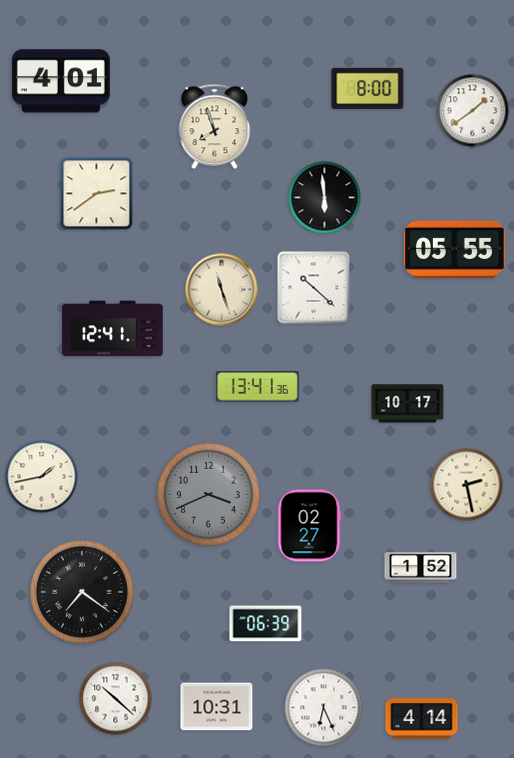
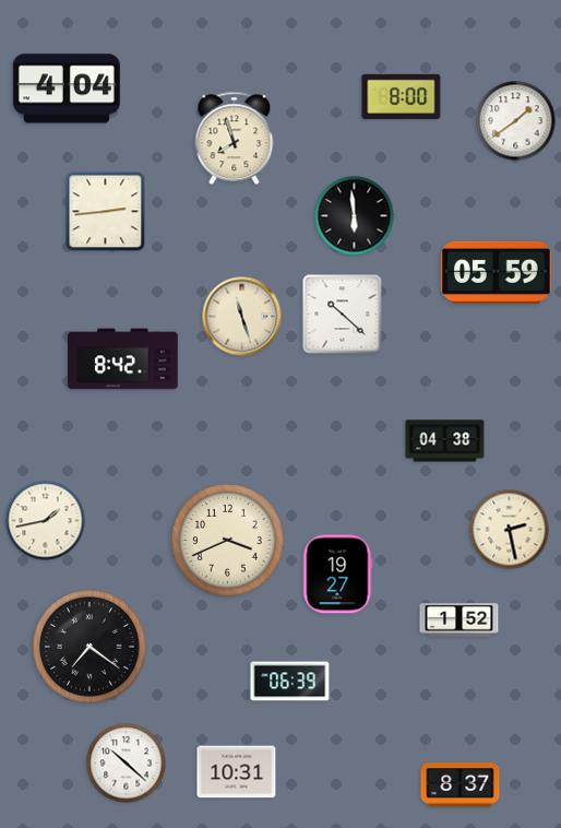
clock at (61, 81): 4:01 -> 4:04
clock at (97, 194): 2:39 -> 2:44
clock at (455, 249): 05:55 -> 05:59
clock at (113, 329): 12:41 -> 8:42
clock at (258, 387): 13:41 -> none
clock at (408, 404): 10:17 -> 04:38
clock at (208, 494) dial: grey -> cream
clock at (310, 526): 02:27 -> 19:27
clock at (324, 708): 6:26 -> none
clock at (422, 719): 4:14 -> 8:37
